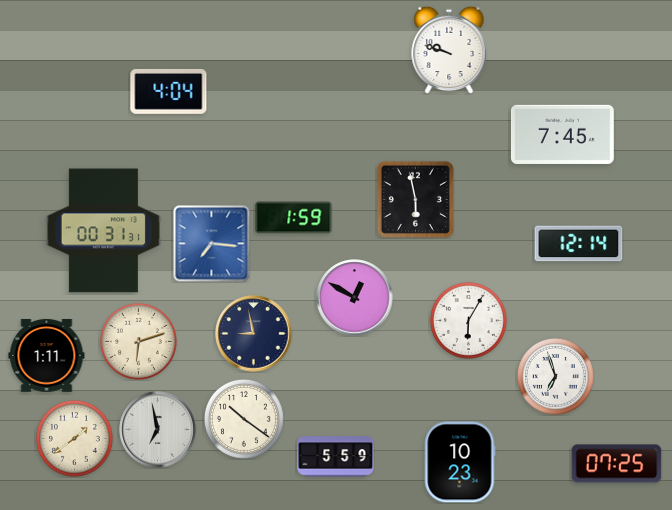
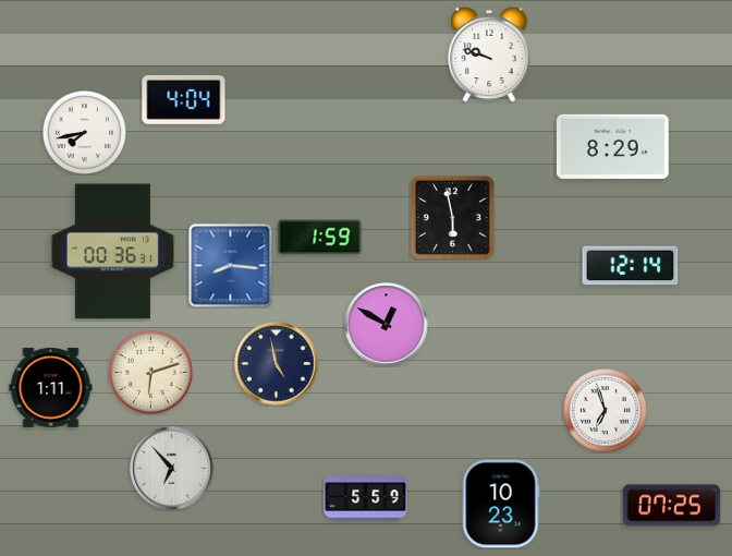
clock at (84, 132): none -> 7:43
clock at (562, 134): 7:45 -> 8:29
clock at (103, 231): 00:31 -> 00:36
clock at (212, 244): 7:16 -> 8:16
clock at (468, 320): 6:05 -> none
clock at (254, 334): 8:58 -> 4:58
clock at (244, 419): 10:21 -> none
clock at (158, 430): 6:58 -> 6:53
clock at (74, 438): 1:39 -> none
